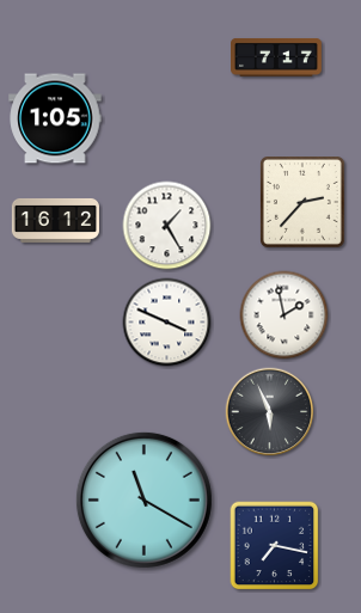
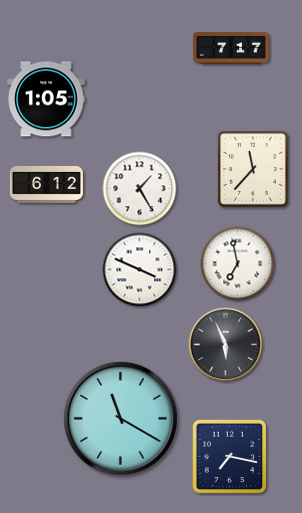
clock at (302, 203): 2:37 -> 11:37
clock at (55, 220): 16:12 -> 6:12
clock at (284, 315): 1:58 -> 6:58
